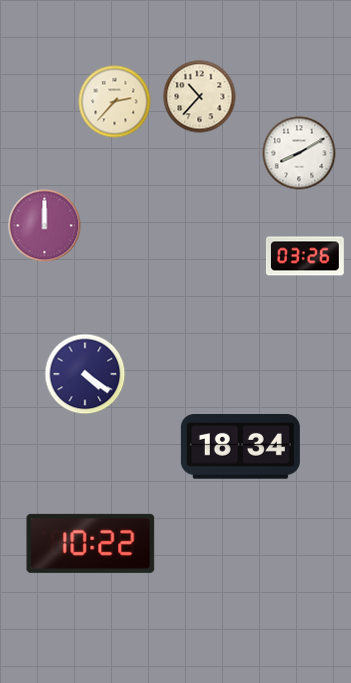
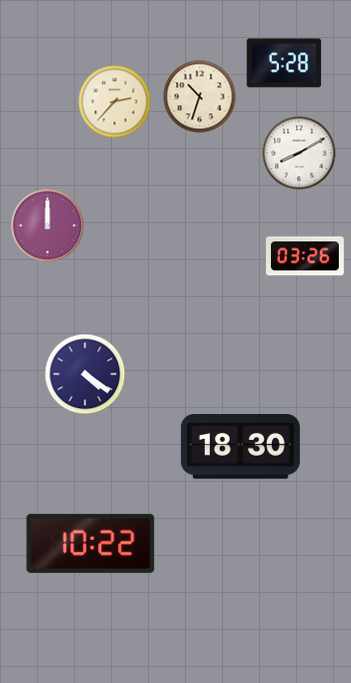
clock at (284, 63): none -> 5:28
clock at (200, 97): 10:37 -> 10:33
clock at (45, 226) position: (45, 226) -> (48, 226)
clock at (240, 447): 18:34 -> 18:30
